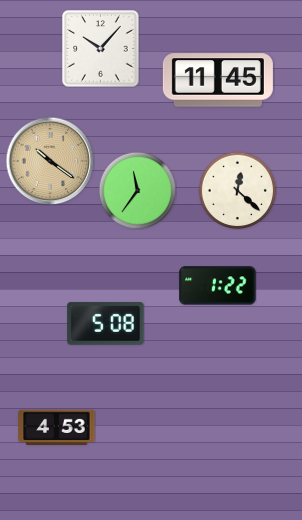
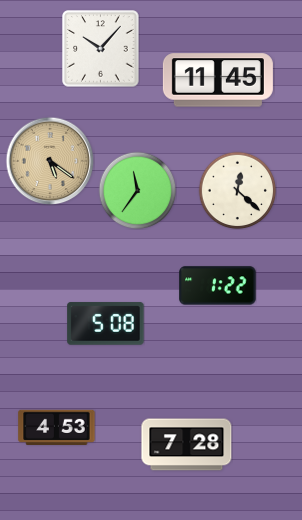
clock at (50, 161): 10:21 -> 5:21
clock at (187, 445): none -> 7:28
